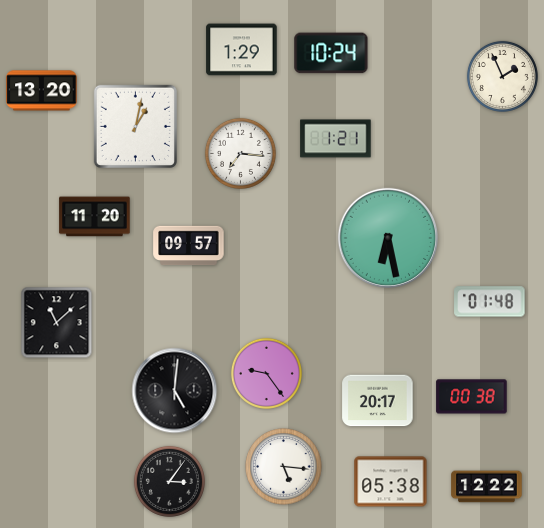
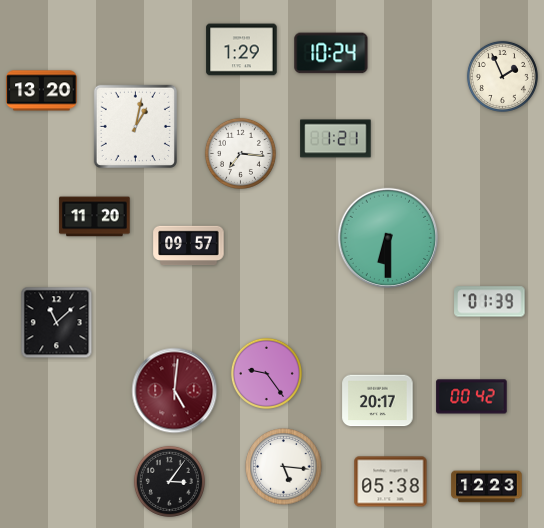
clock at (387, 237): 6:28 -> 6:30
clock at (490, 302): 01:48 -> 01:39
clock at (175, 391) dial: black -> burgundy
clock at (472, 397): 00:38 -> 00:42
clock at (487, 487): 12:22 -> 12:23
